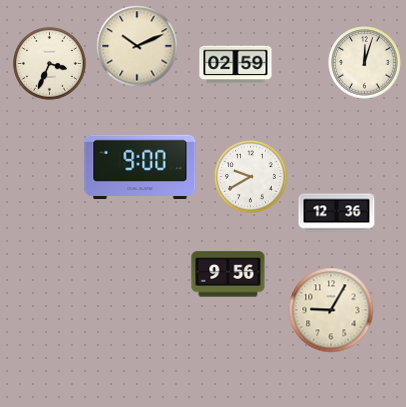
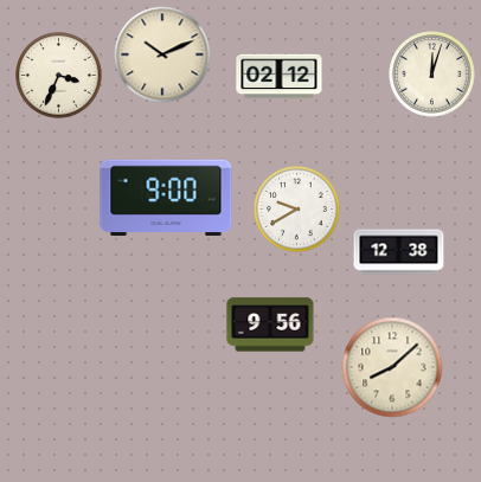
clock at (236, 65): 02:59 -> 02:12
clock at (337, 213): 12:36 -> 12:38
clock at (331, 310): 9:05 -> 8:08
